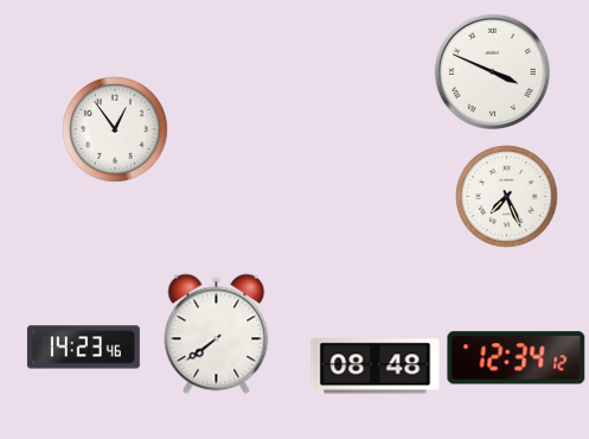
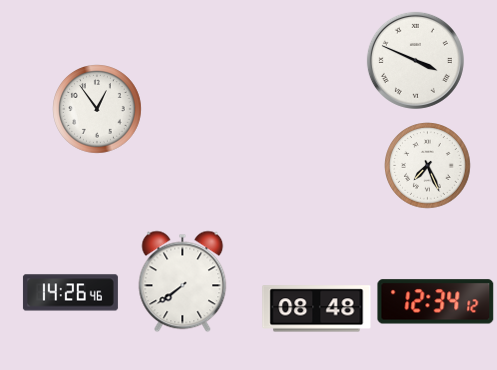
clock at (83, 348): 14:23 -> 14:26
